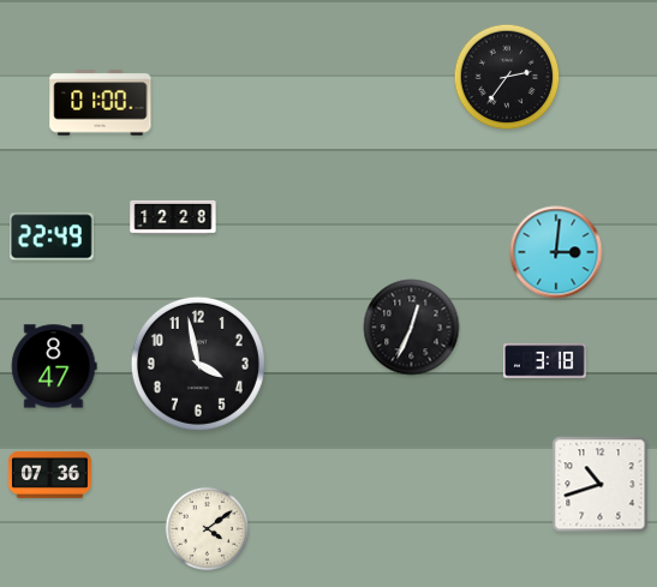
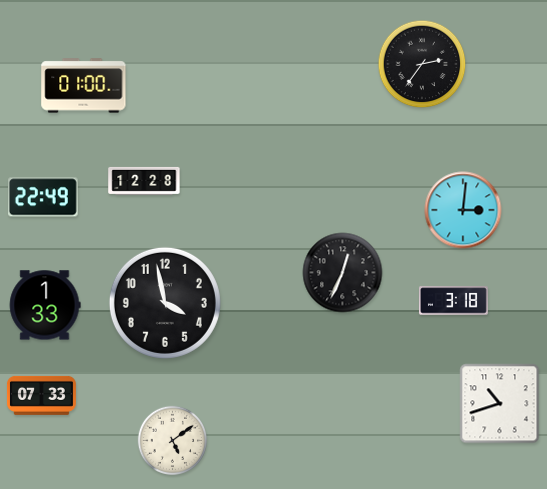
clock at (54, 366): 8:47 -> 1:33
clock at (49, 474): 07:36 -> 07:33
clock at (208, 529): 4:09 -> 5:09
